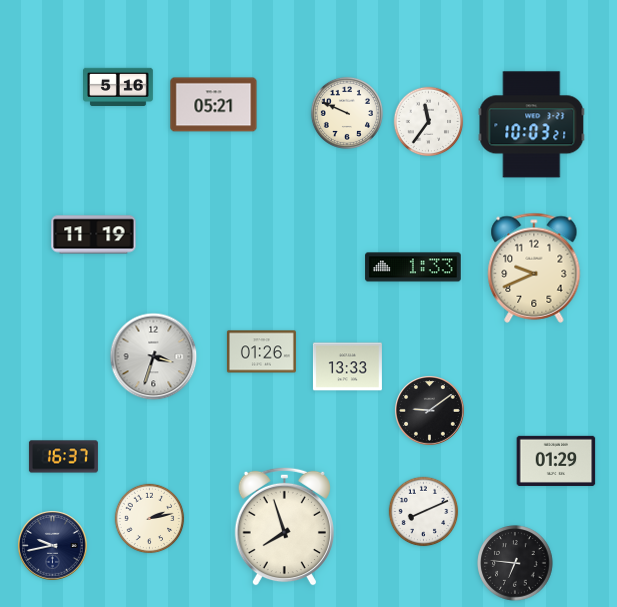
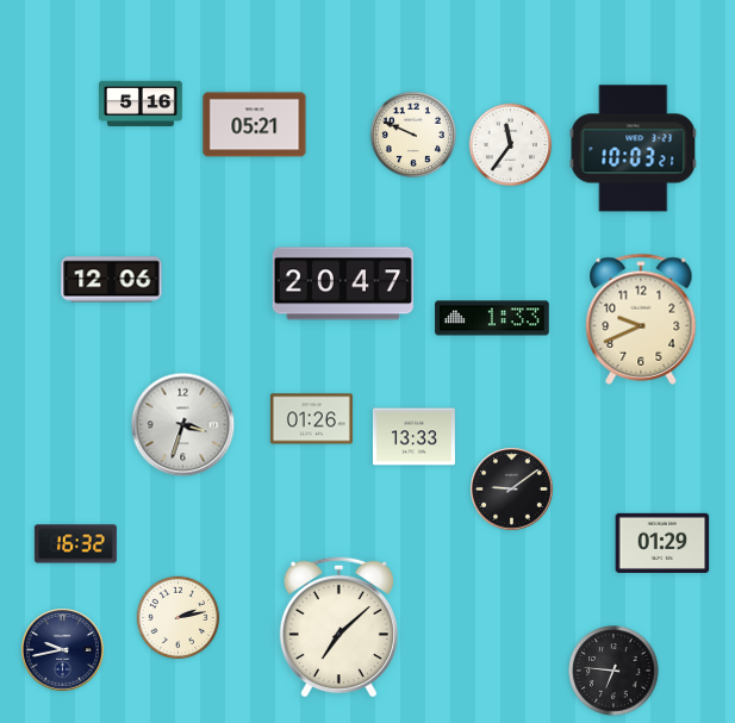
clock at (94, 235): 11:19 -> 12:06
clock at (343, 283): none -> 20:47
clock at (534, 268) position: (534, 268) -> (641, 319)
clock at (63, 457): 16:37 -> 16:32
clock at (556, 461) position: (556, 461) -> (662, 543)
clock at (424, 512): 8:11 -> none
clock at (284, 526): 7:57 -> 7:08
